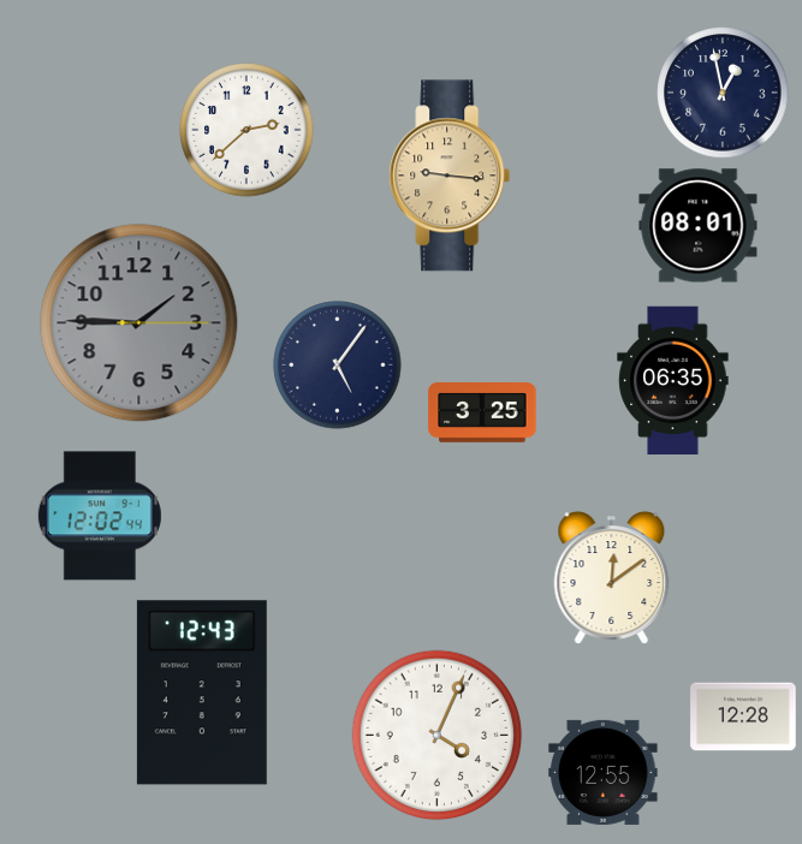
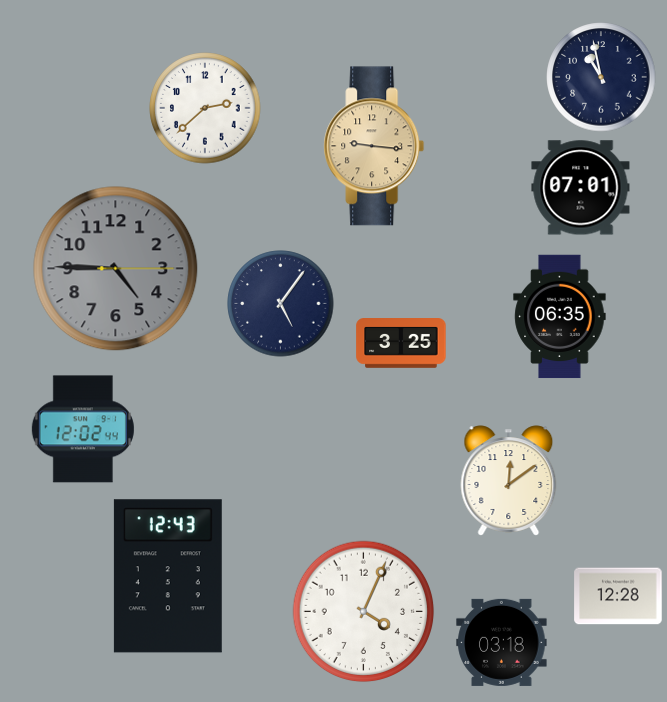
clock at (723, 93): 12:58 -> 10:58
clock at (699, 226): 08:01 -> 07:01
clock at (139, 323): 1:45 -> 4:45
clock at (604, 772): 12:55 -> 03:18
